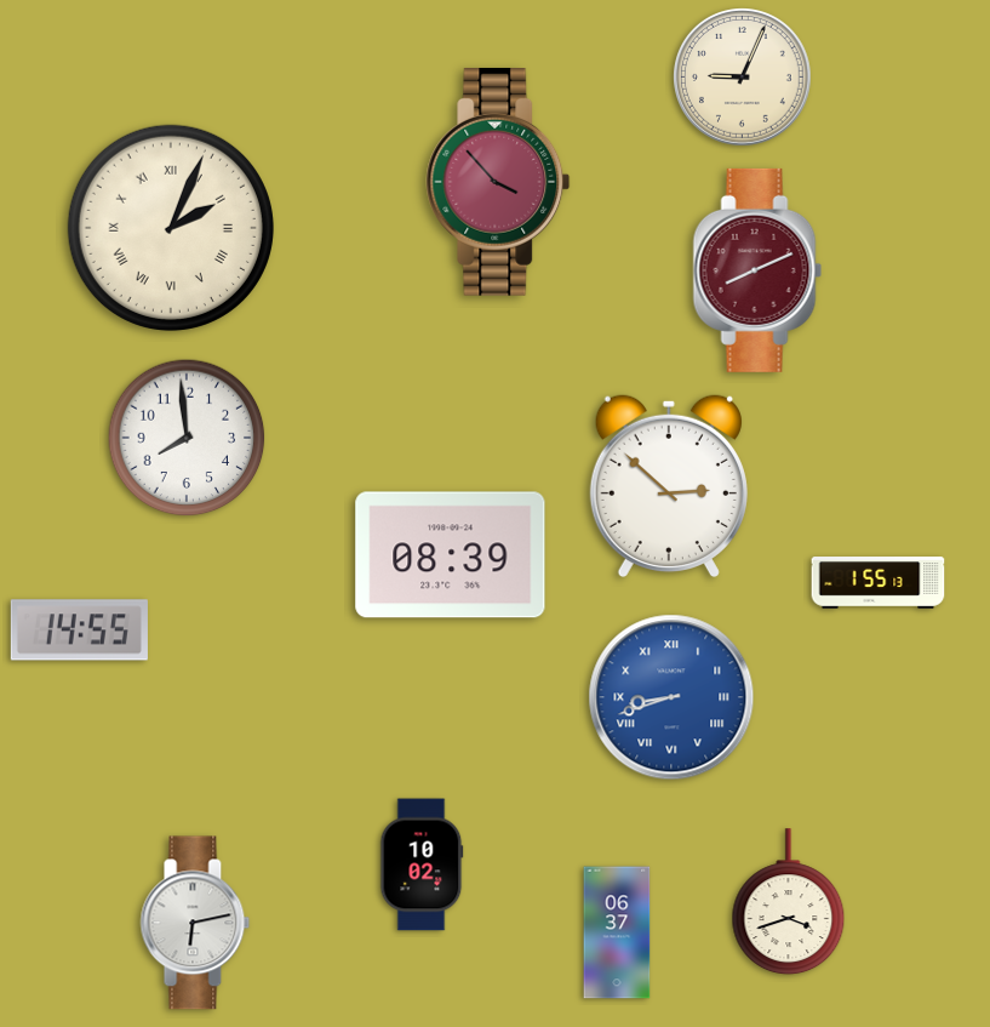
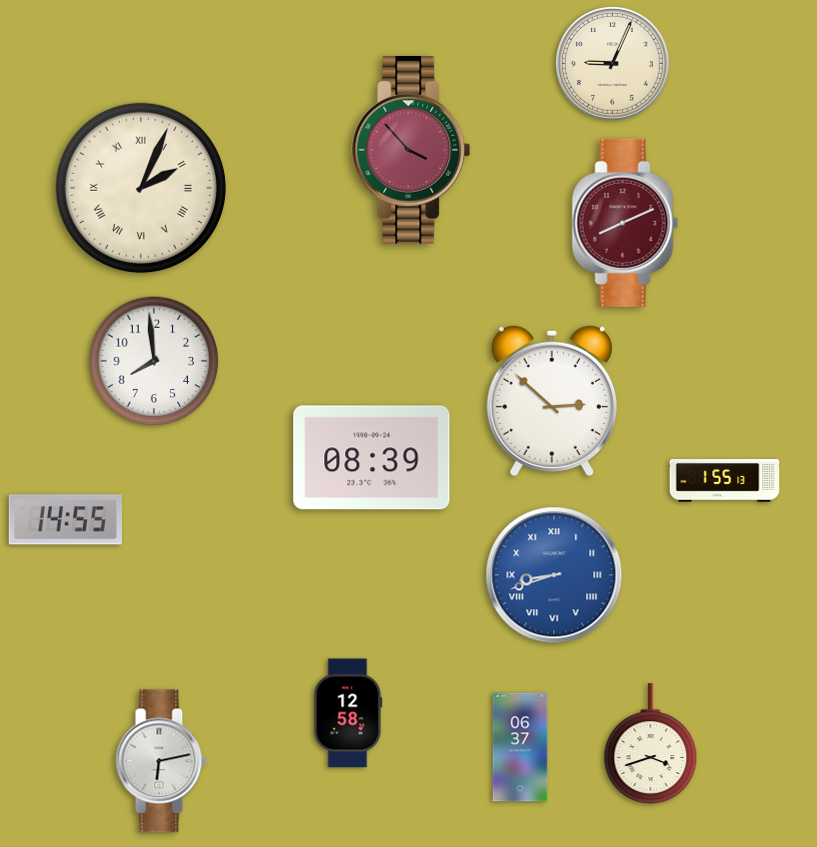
clock at (422, 865): 10:02 -> 12:58
clock at (617, 932) position: (617, 932) -> (520, 747)
